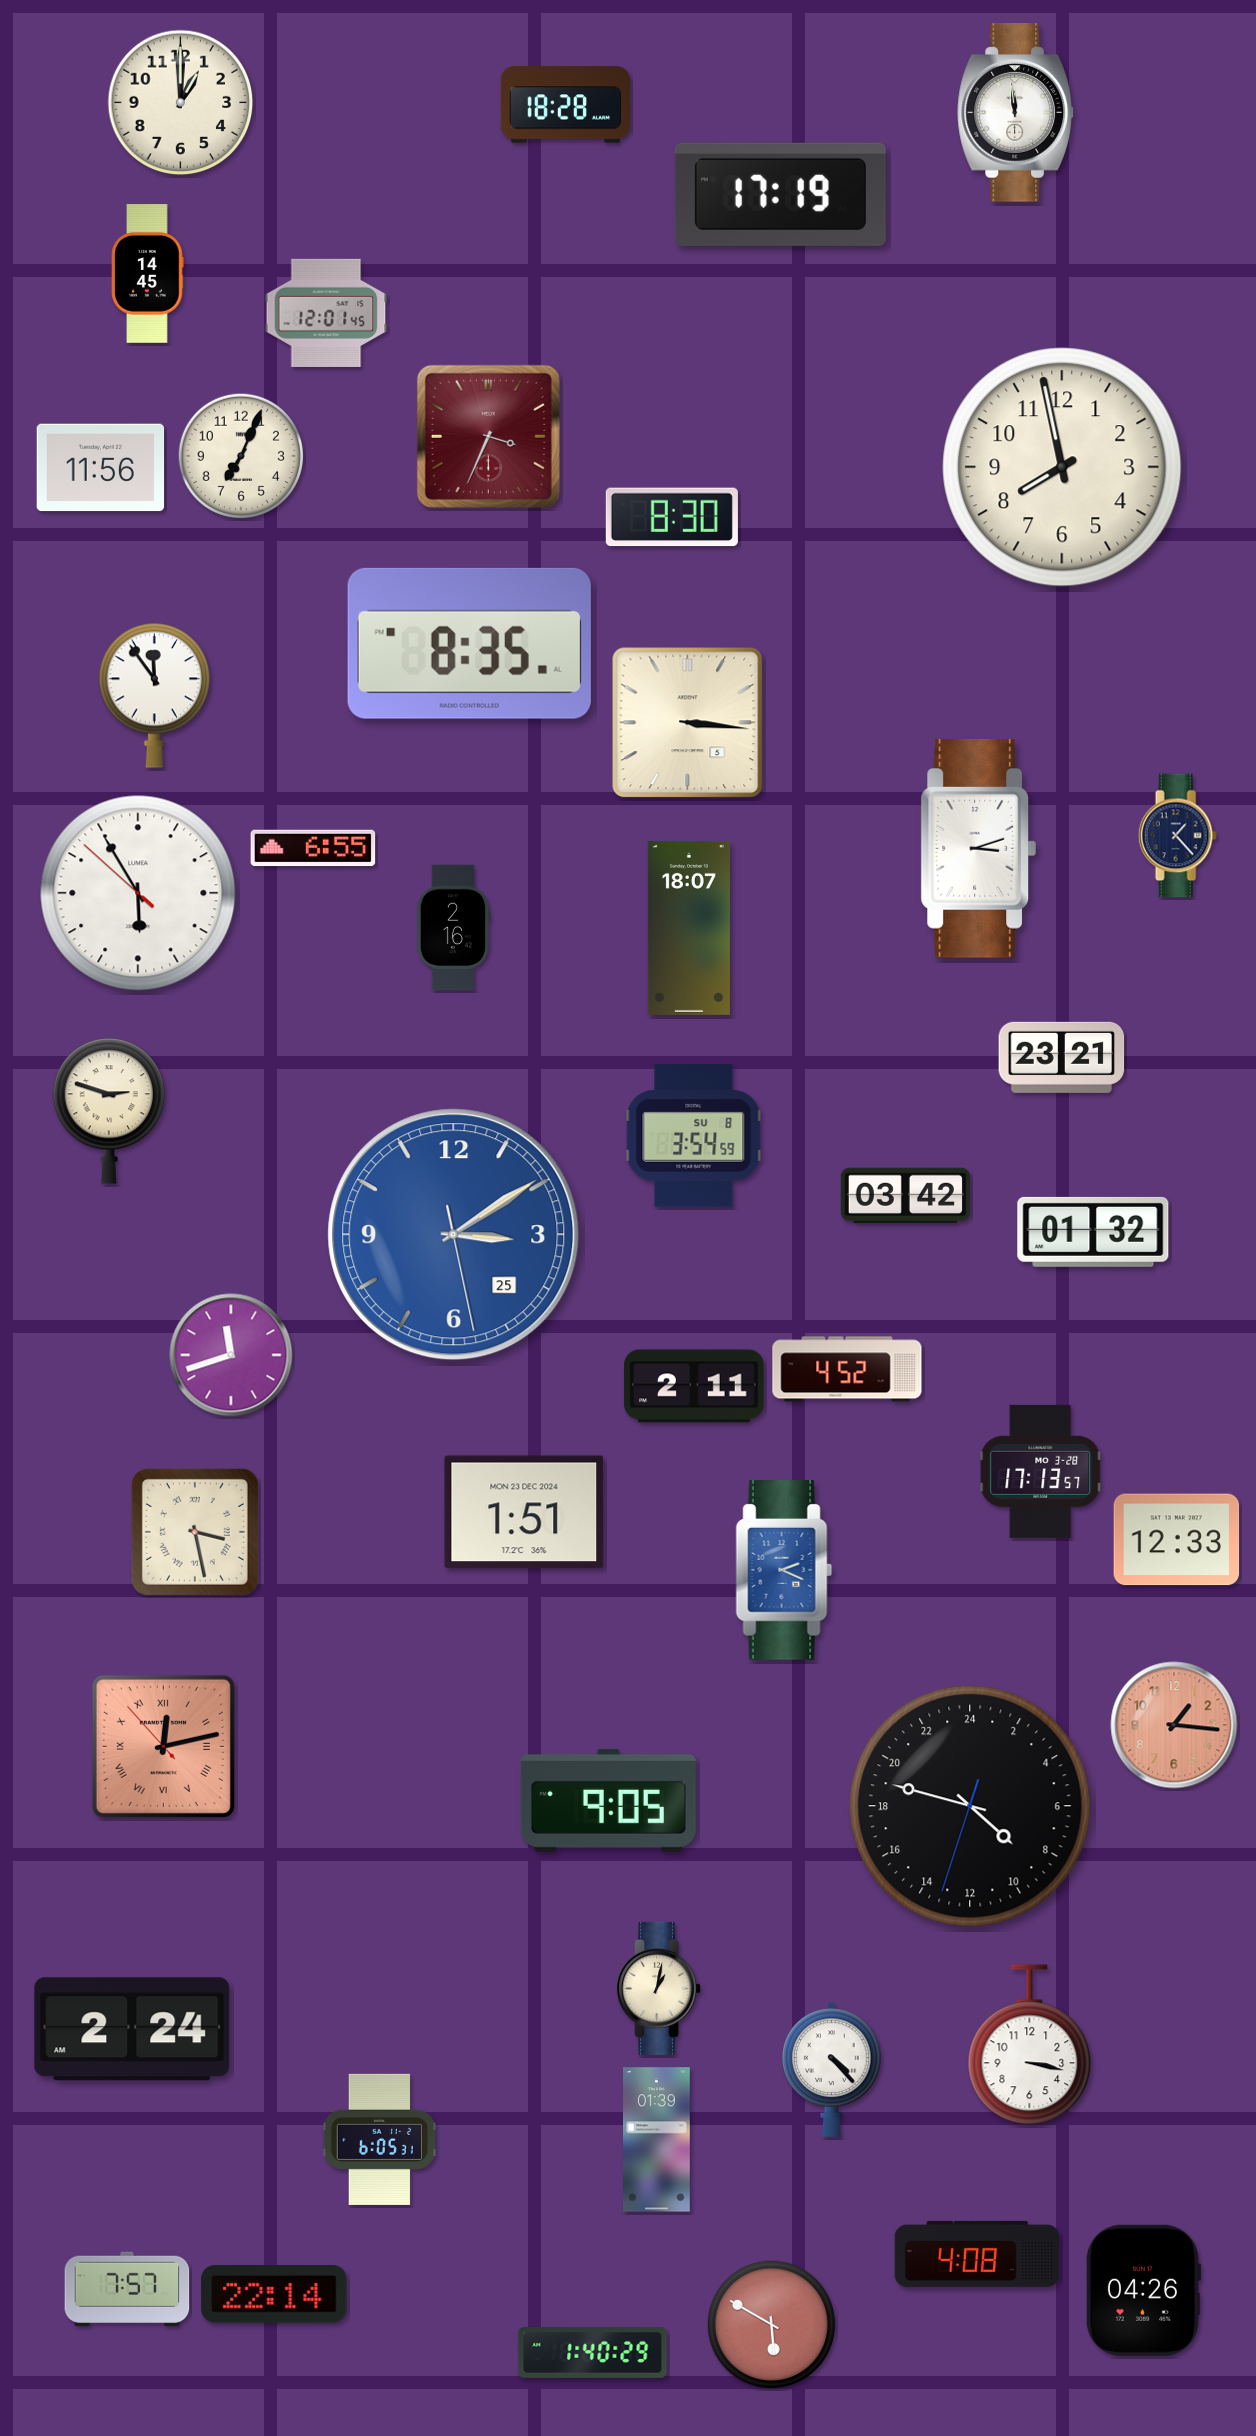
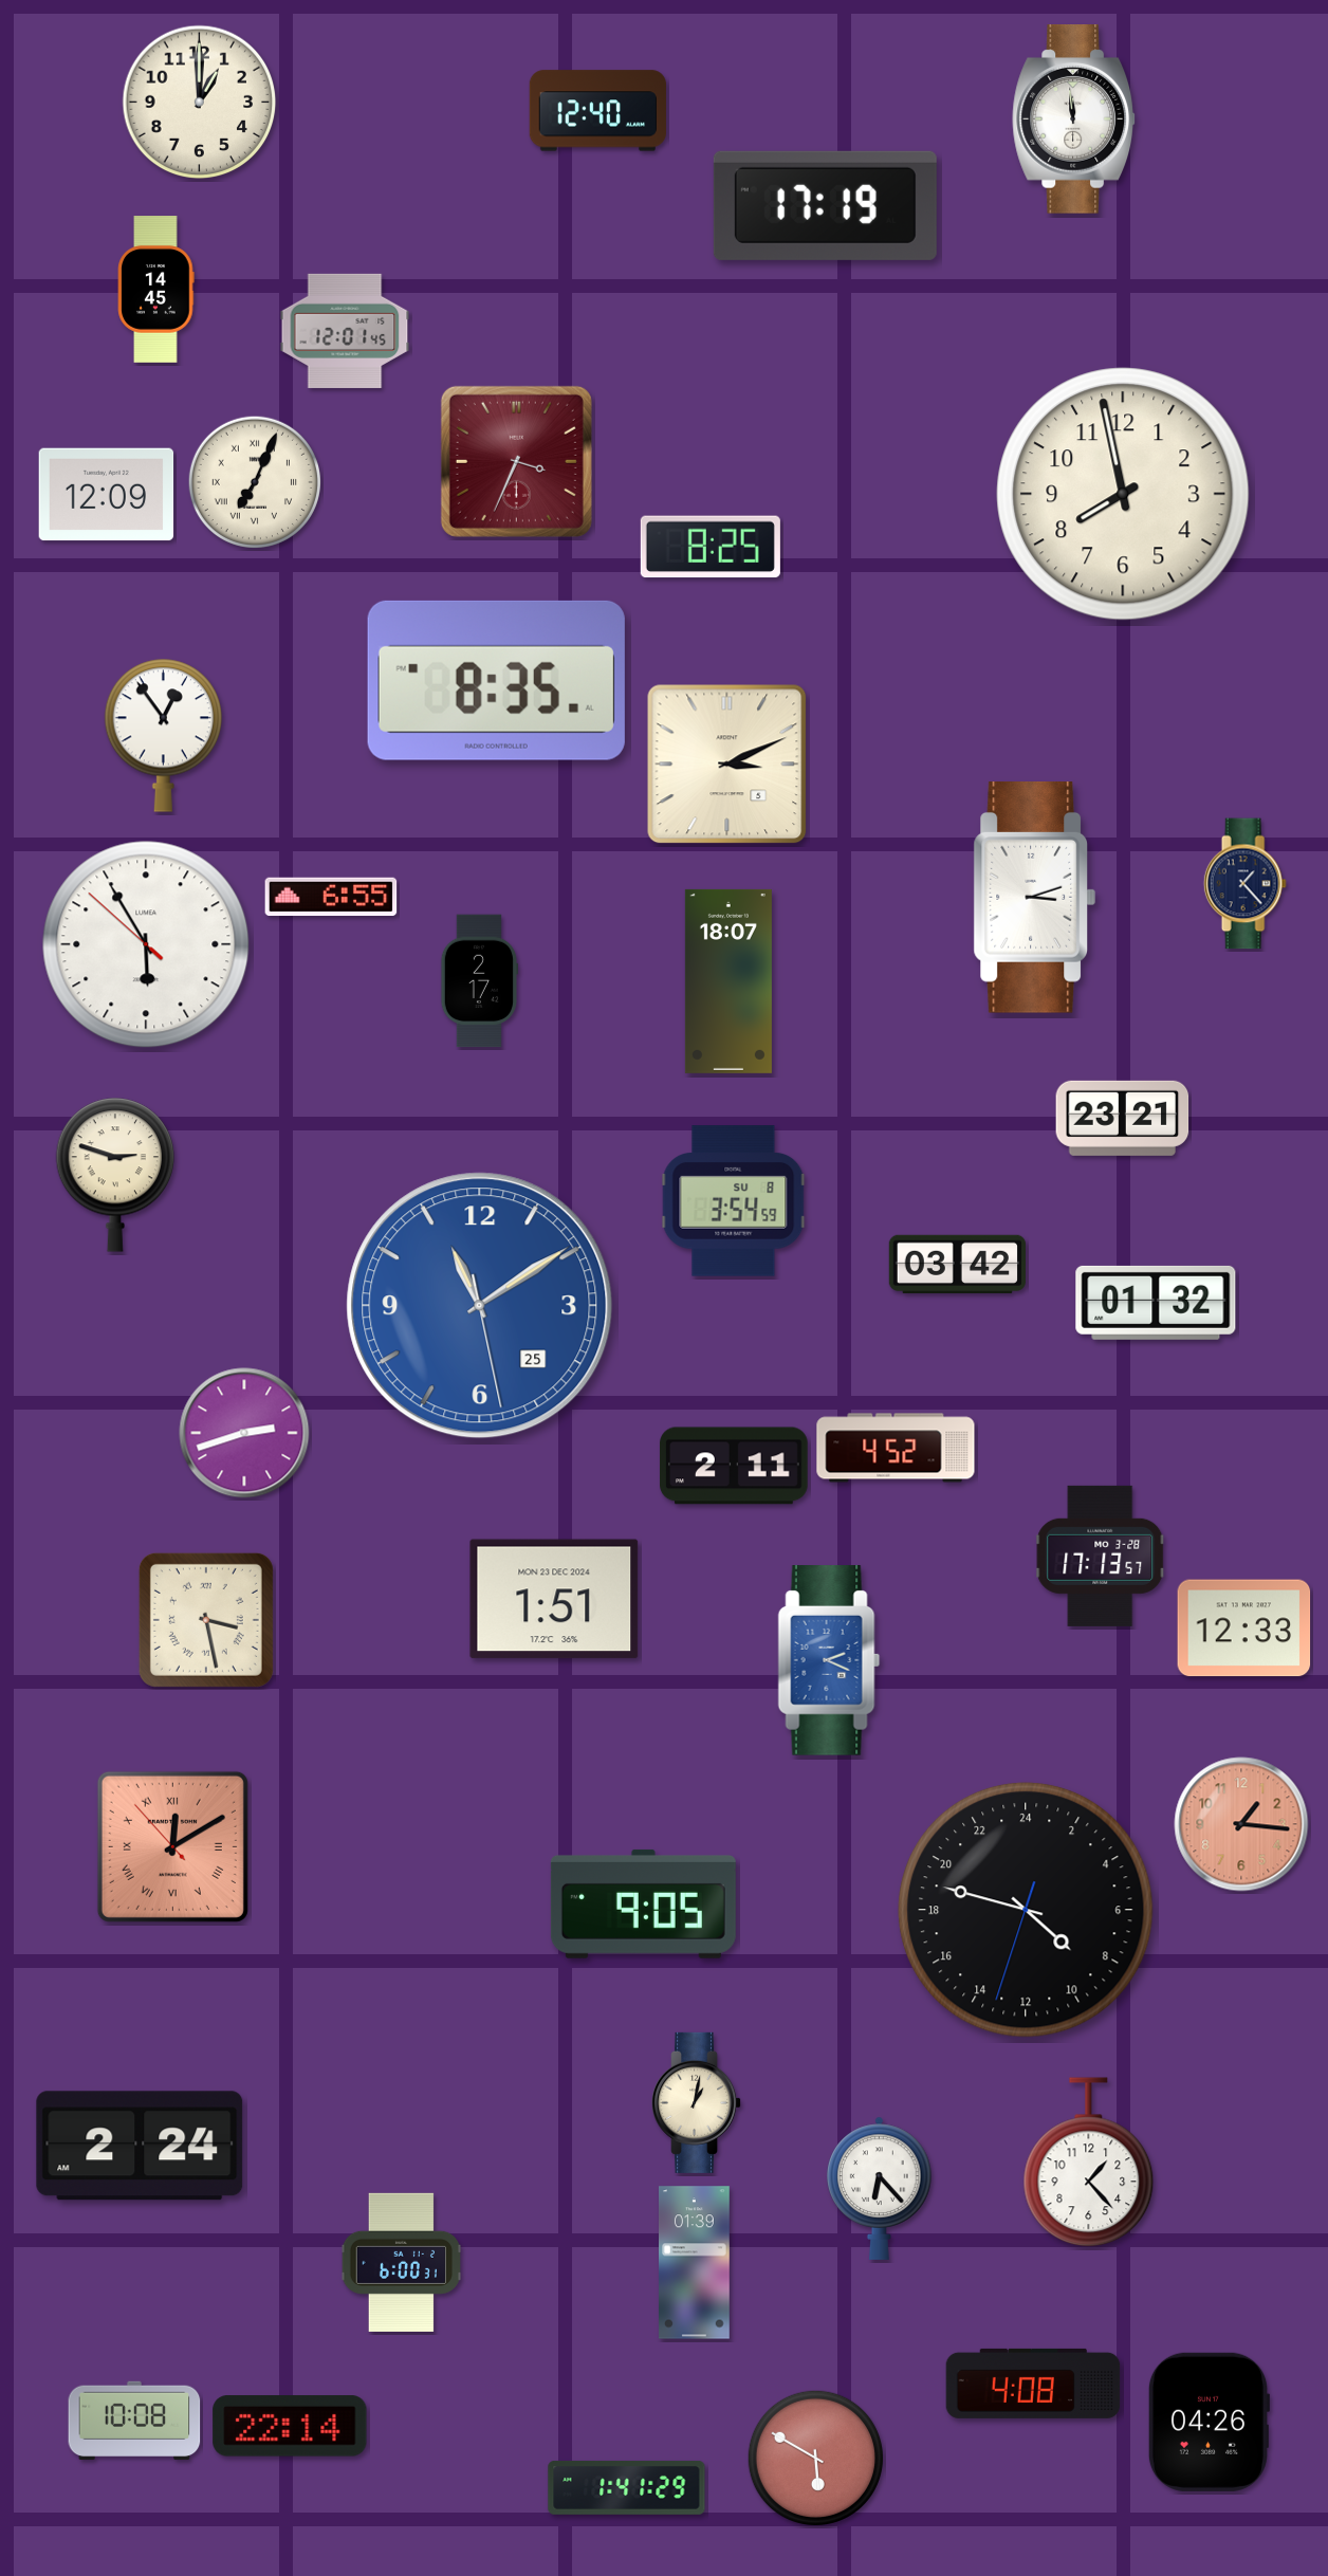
clock at (181, 103) position: (181, 103) -> (200, 103)
clock at (565, 105): 18:28 -> 12:40
clock at (241, 456) numerals: Arabic -> Roman
clock at (101, 468): 11:56 -> 12:09
clock at (672, 517): 8:30 -> 8:25
clock at (154, 695): 11:54 -> 12:54
clock at (688, 723): 3:16 -> 3:11
clock at (453, 928): 2:16 -> 2:17
clock at (454, 1235): 3:09 -> 11:09
clock at (231, 1355): 11:42 -> 2:42
clock at (163, 1746): 12:12 -> 12:09
clock at (1030, 2045): 3:17 -> 1:23
clock at (832, 2069): 4:23 -> 6:23
clock at (379, 2139): 6:05 -> 6:00
clock at (127, 2289): 7:57 -> 10:08
clock at (593, 2352): 1:40 -> 1:41
